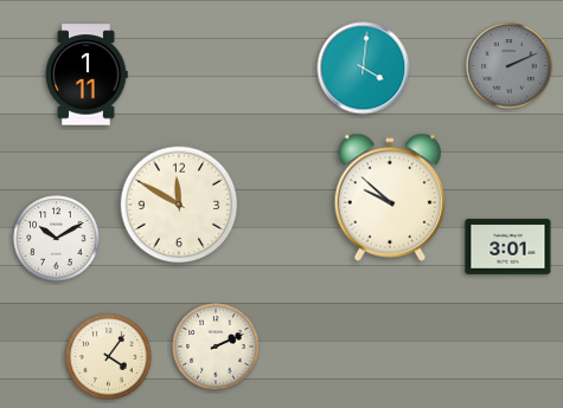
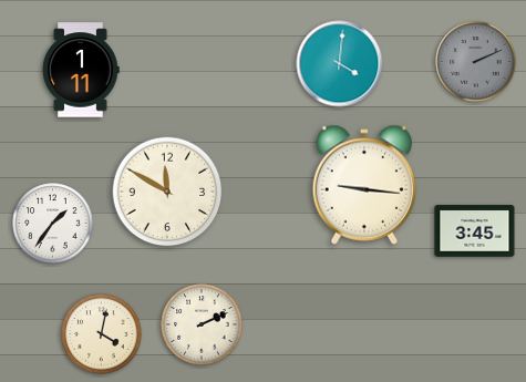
clock at (390, 197): 9:52 -> 9:16
clock at (57, 239): 10:10 -> 1:36
clock at (508, 247): 3:01 -> 3:45
clock at (109, 357): 4:06 -> 4:02
